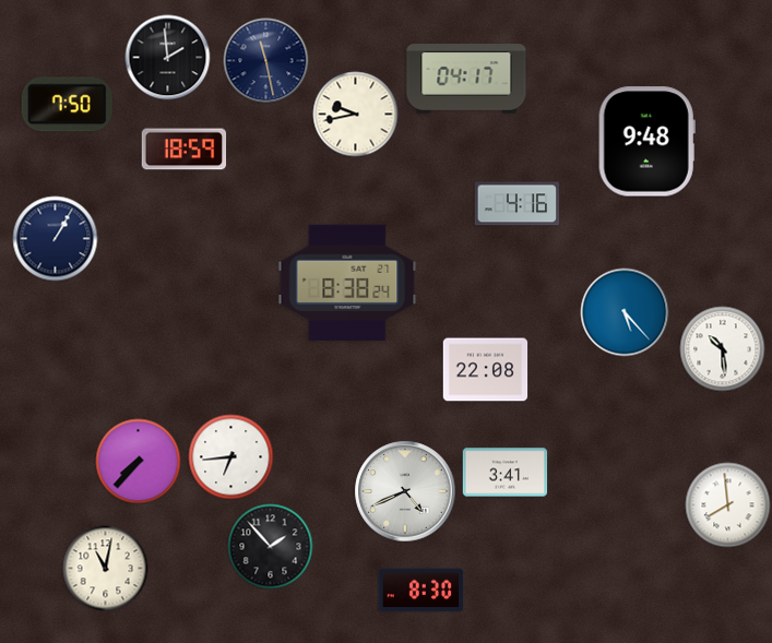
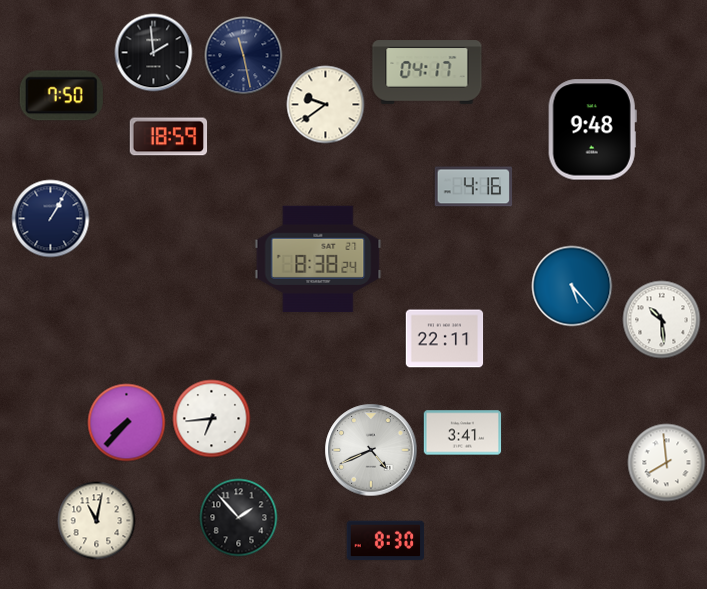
clock at (355, 114): 9:43 -> 9:39
clock at (485, 370): 22:08 -> 22:11
clock at (270, 546) position: (270, 546) -> (238, 517)
